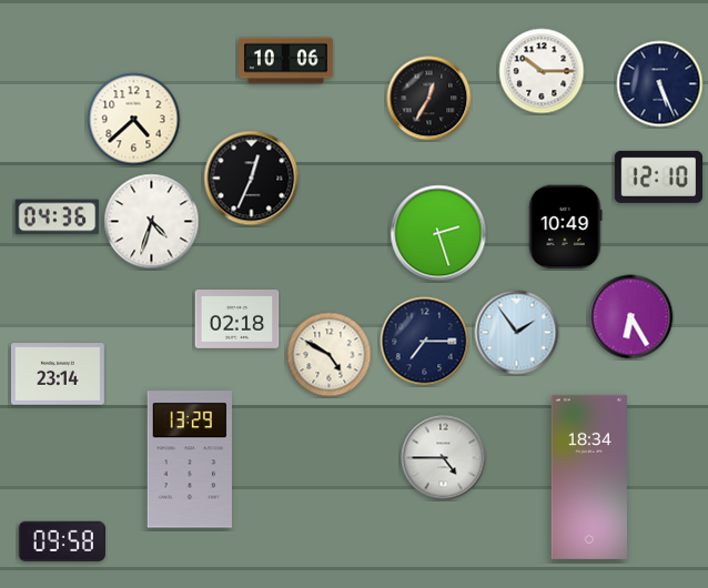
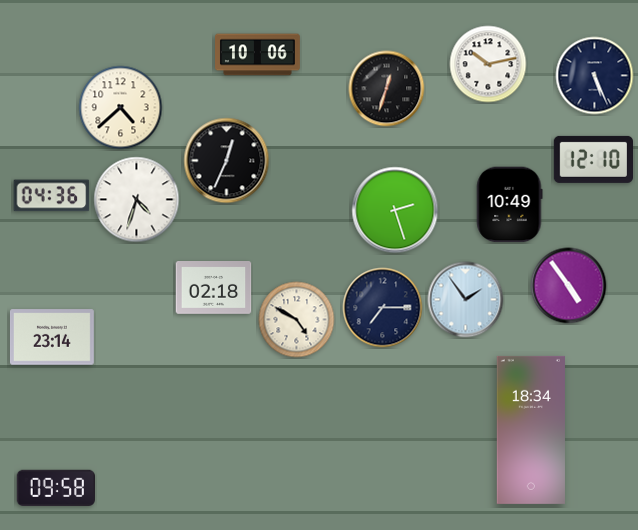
clock at (542, 71): 10:15 -> 10:13
clock at (429, 99): 12:35 -> 12:33
clock at (631, 317): 6:25 -> 4:54
clock at (444, 458): 4:45 -> none
clock at (190, 459): 13:29 -> none
